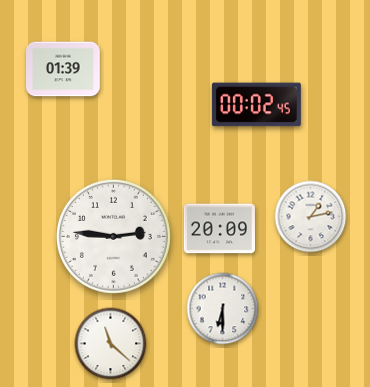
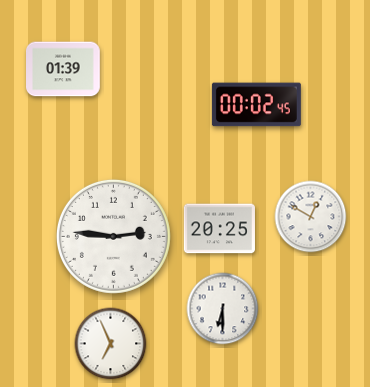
clock at (311, 217): 1:13 -> 12:50
clock at (219, 229): 20:09 -> 20:25
clock at (111, 344): 11:22 -> 6:56
